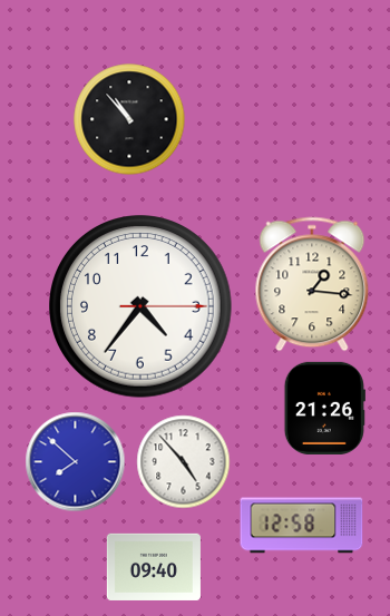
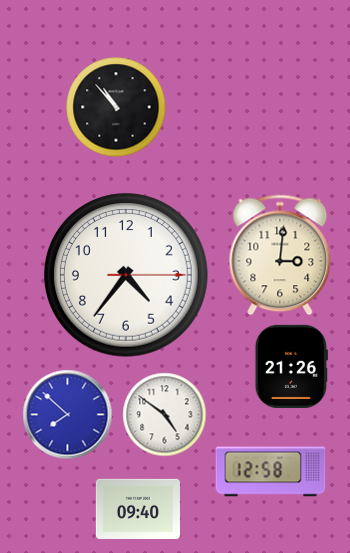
clock at (312, 284): 1:16 -> 3:01
clock at (184, 462): 4:53 -> 4:51
